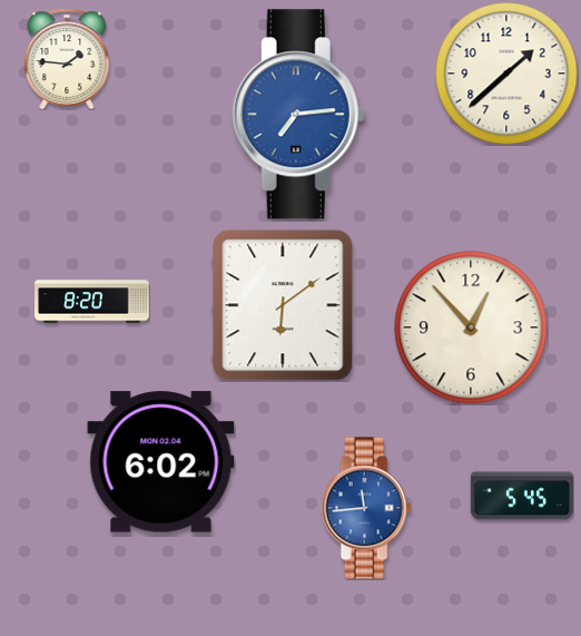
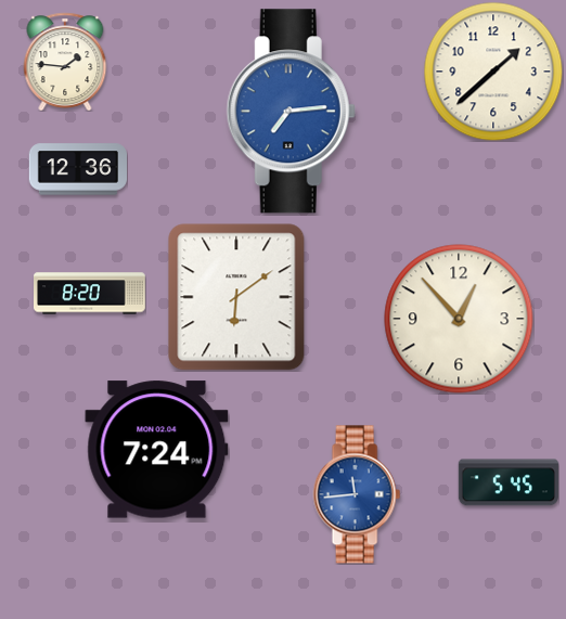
clock at (67, 59) position: (67, 59) -> (65, 62)
clock at (77, 169): none -> 12:36
clock at (283, 305) position: (283, 305) -> (236, 297)
clock at (161, 462): 6:02 -> 7:24
